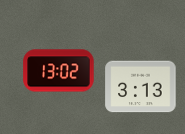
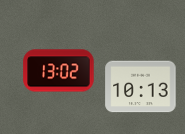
clock at (141, 87): 3:13 -> 10:13
